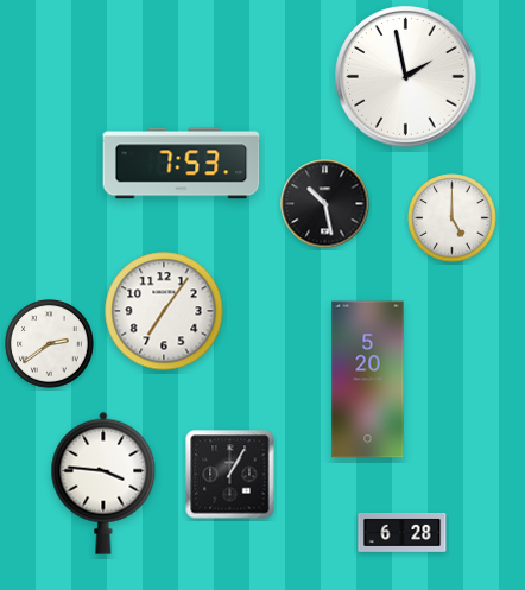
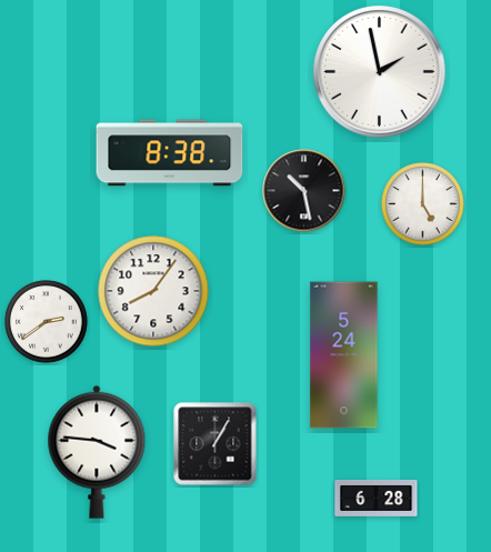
clock at (182, 164): 7:53 -> 8:38
clock at (164, 311): 7:06 -> 8:06
clock at (368, 380): 5:20 -> 5:24
